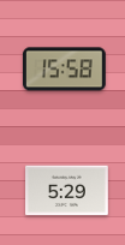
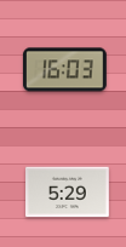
clock at (64, 70): 15:58 -> 16:03
